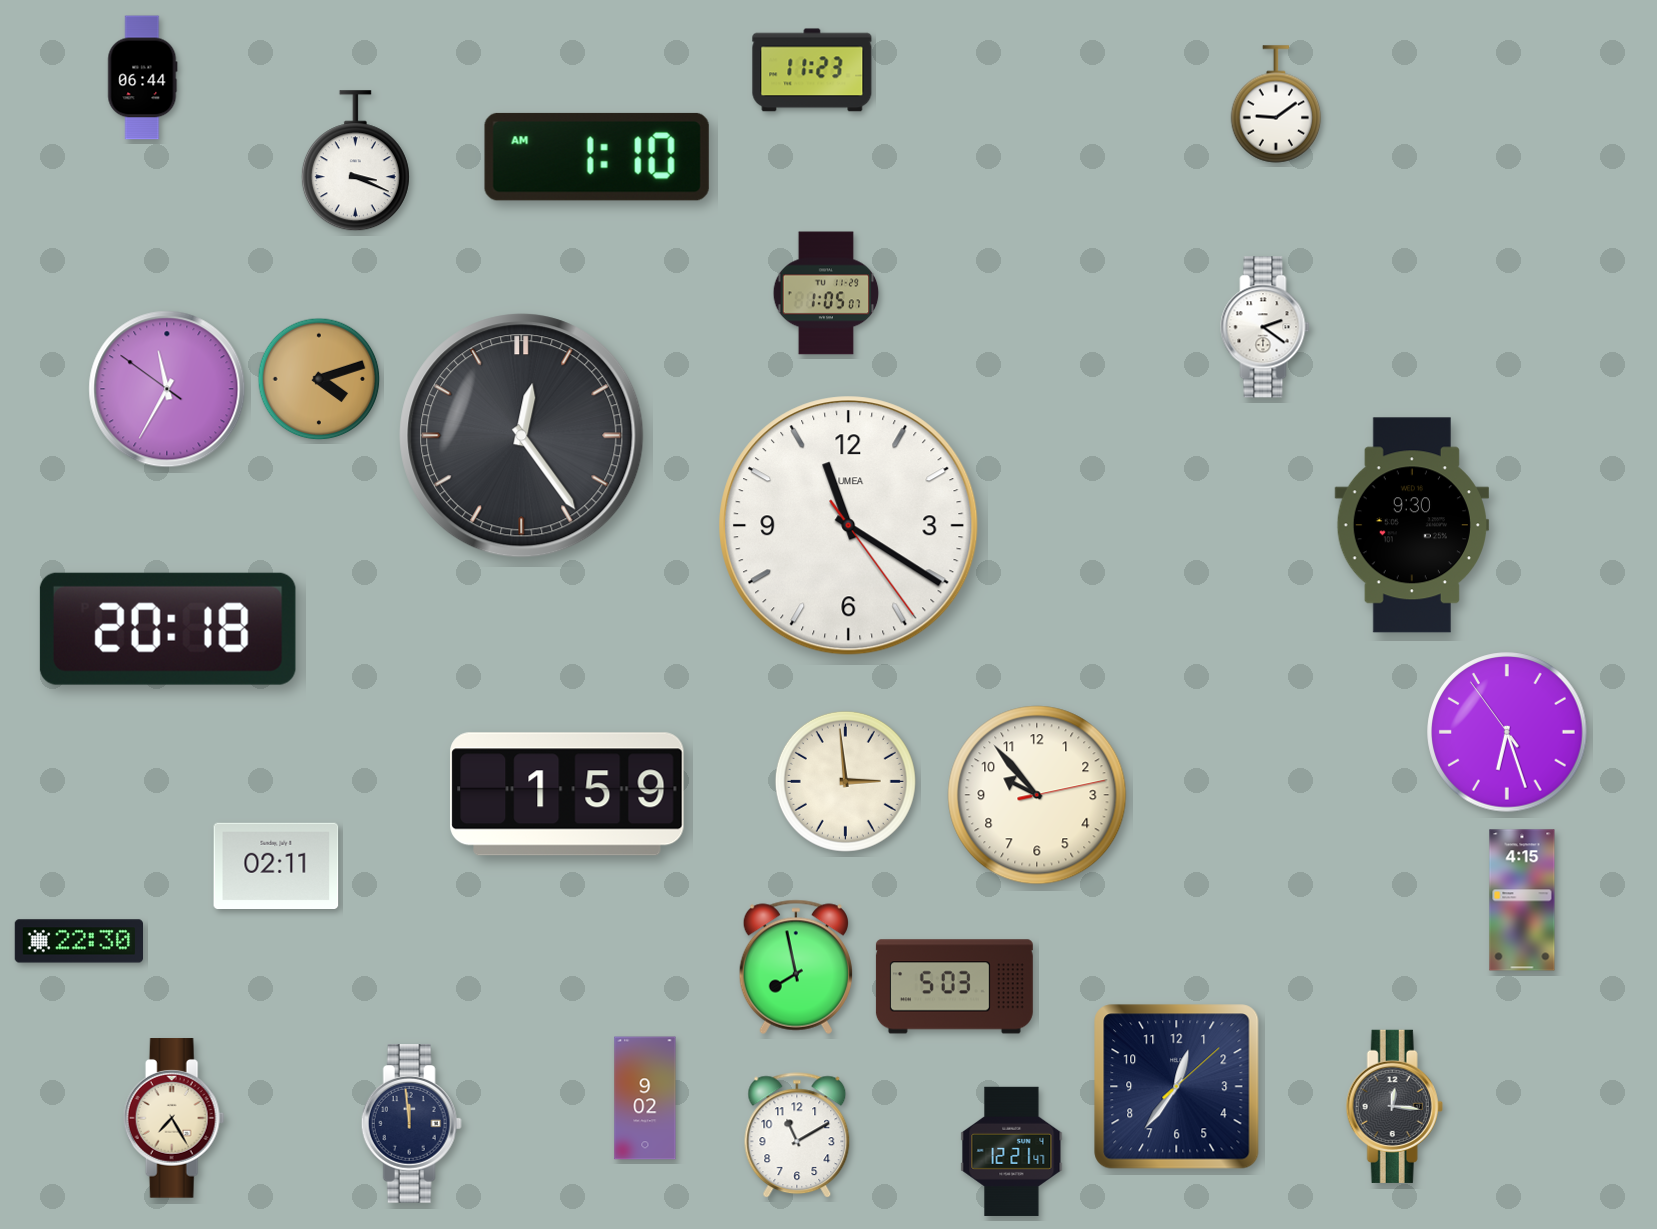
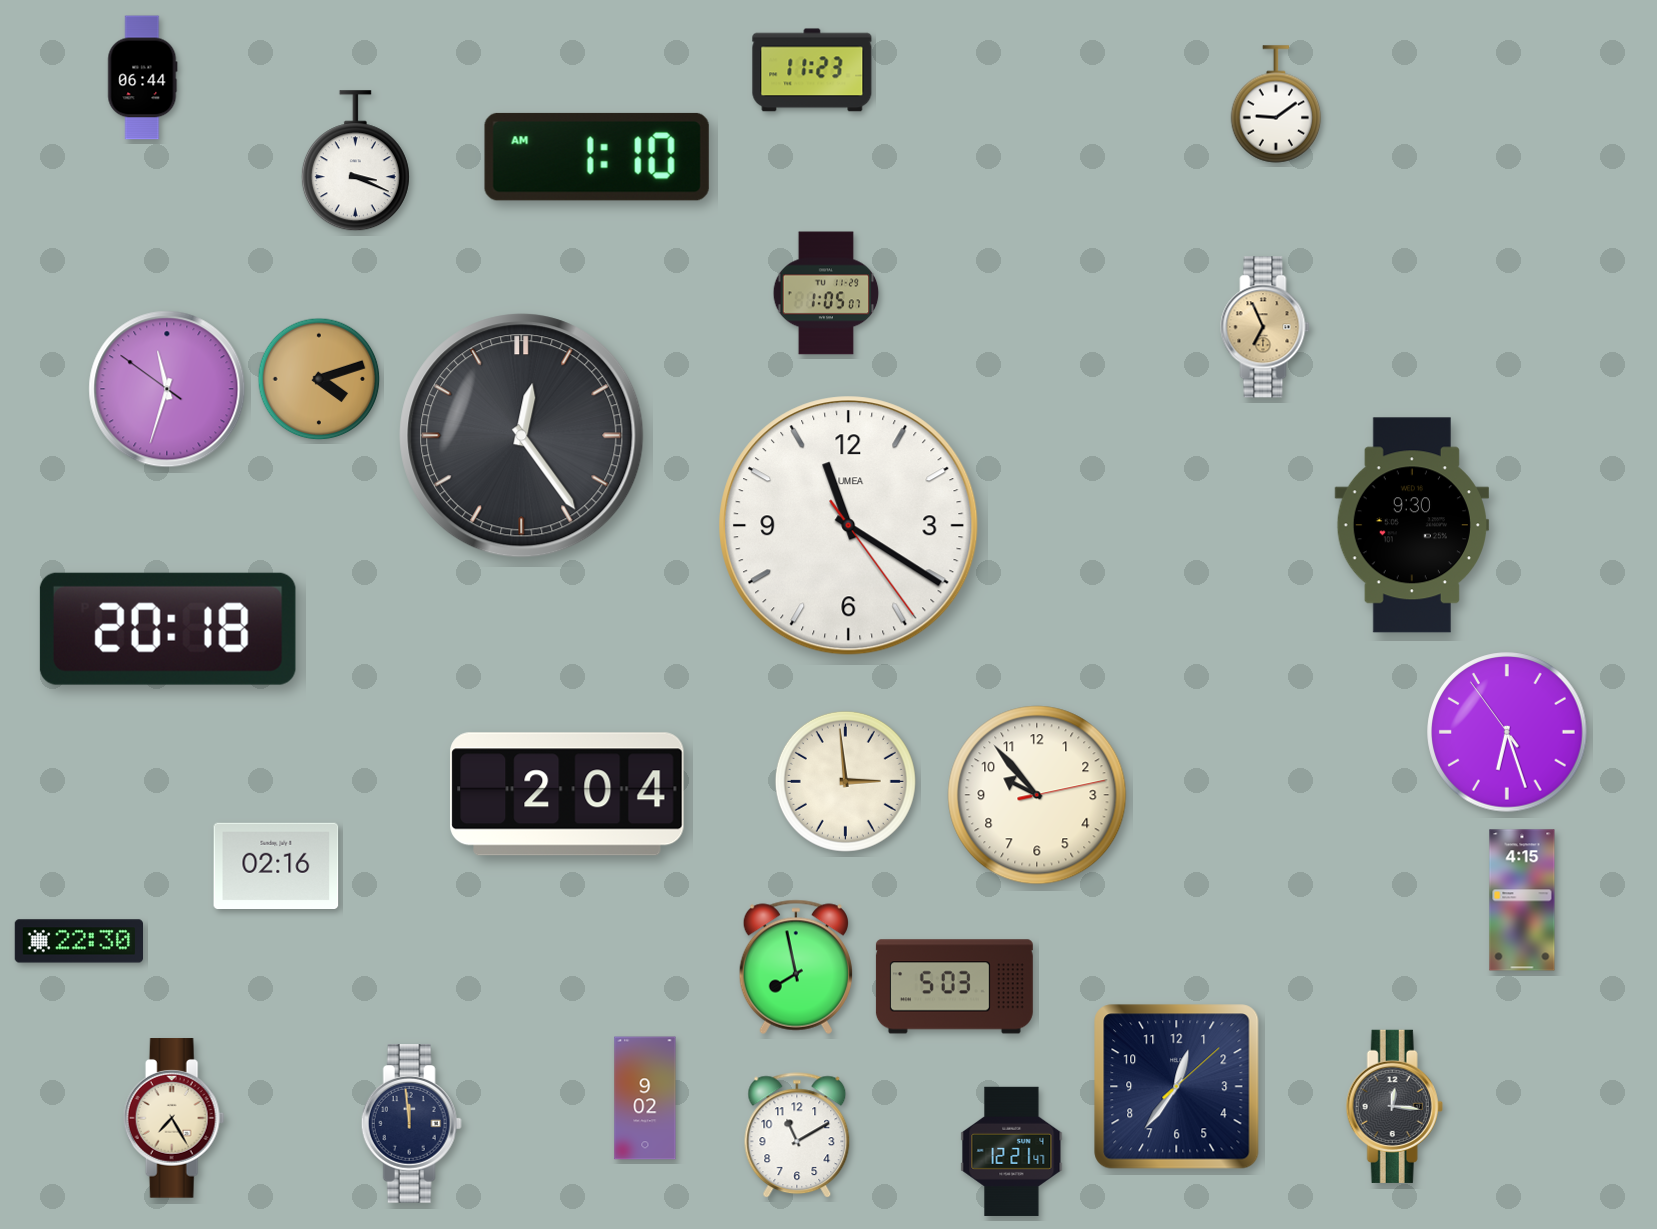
clock at (1265, 327): 2:21 -> 6:56
clock at (1265, 327) dial: white -> champagne
clock at (167, 389): 11:34 -> 11:32
clock at (567, 794): 1:59 -> 2:04
clock at (276, 865): 02:11 -> 02:16
